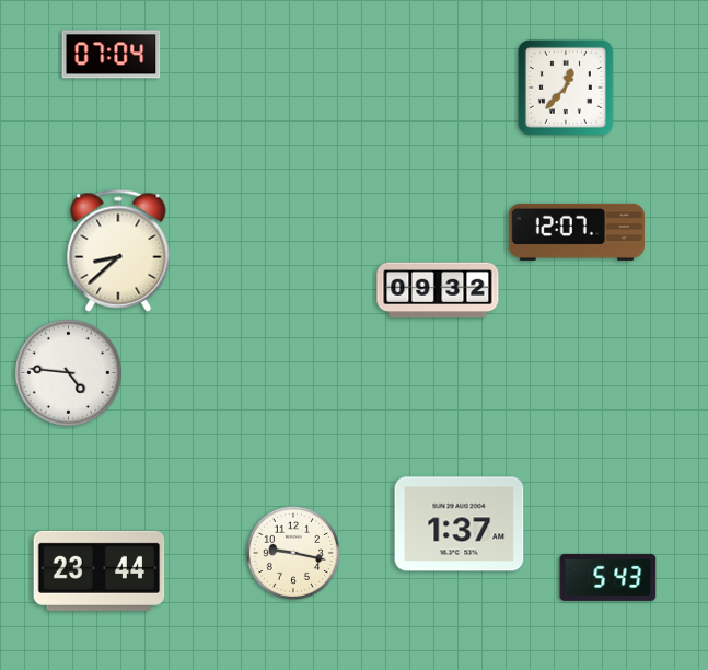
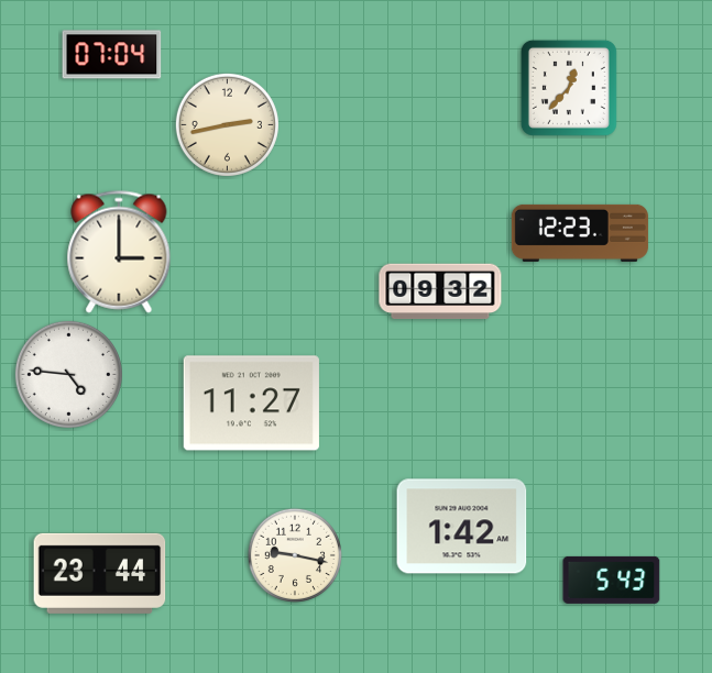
clock at (227, 124): none -> 2:43
clock at (577, 232): 12:07 -> 12:23
clock at (118, 251): 8:38 -> 3:00
clock at (251, 404): none -> 11:27
clock at (460, 524): 1:37 -> 1:42
